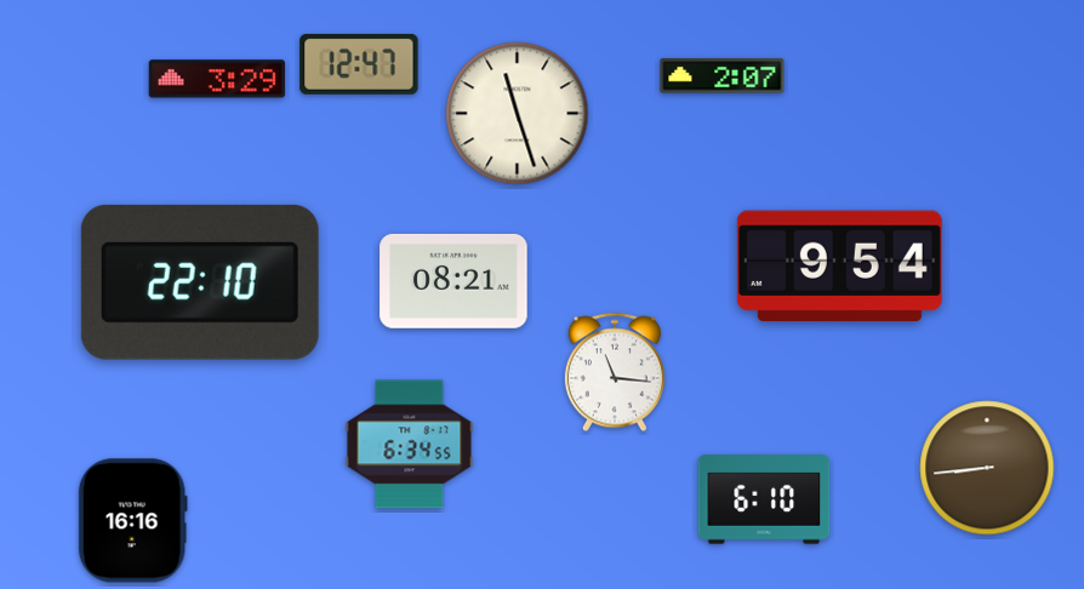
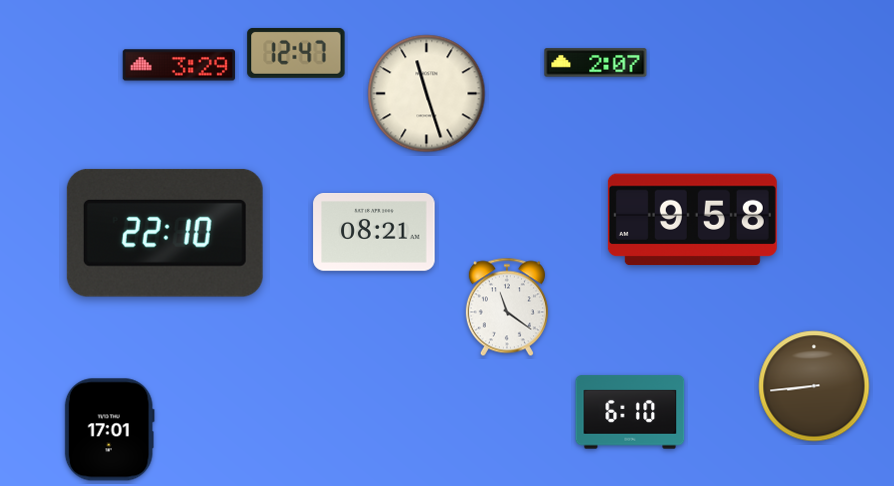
clock at (839, 267): 9:54 -> 9:58
clock at (615, 372): 11:16 -> 11:21
clock at (410, 445): 6:34 -> none
clock at (132, 521): 16:16 -> 17:01
